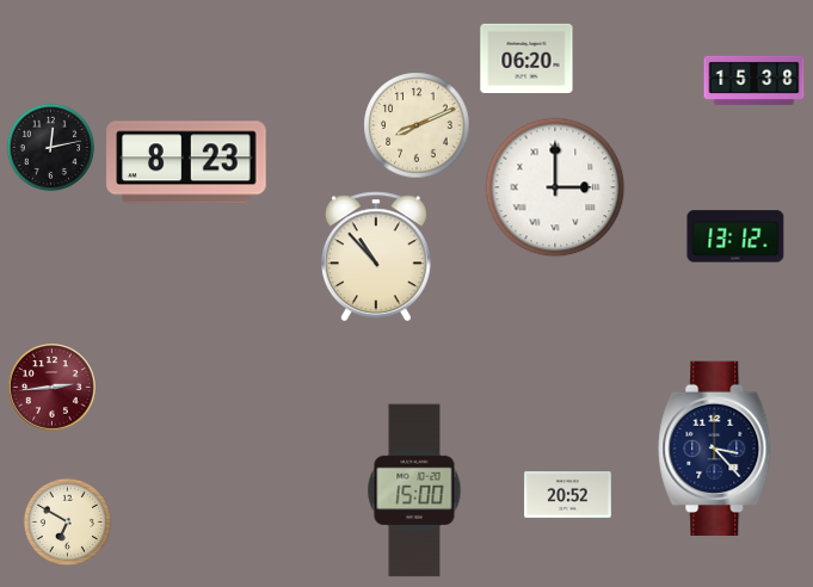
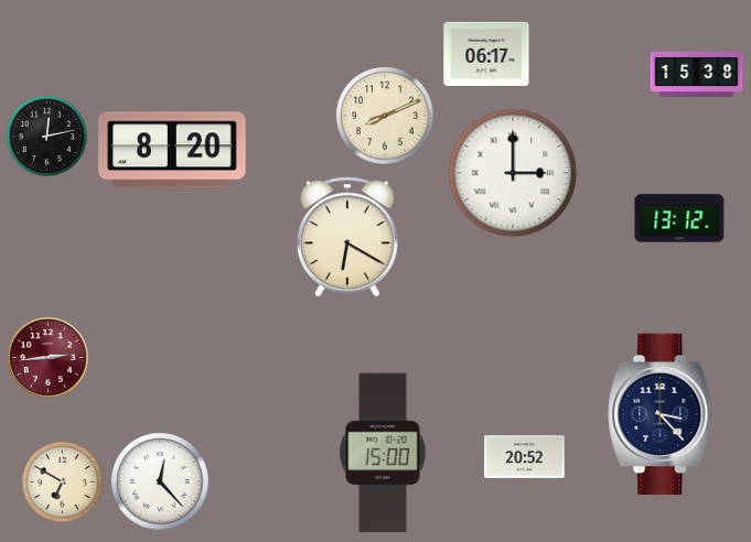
clock at (526, 57): 06:20 -> 06:17
clock at (186, 162): 8:23 -> 8:20
clock at (376, 257): 10:53 -> 6:20
clock at (160, 481): none -> 12:23
